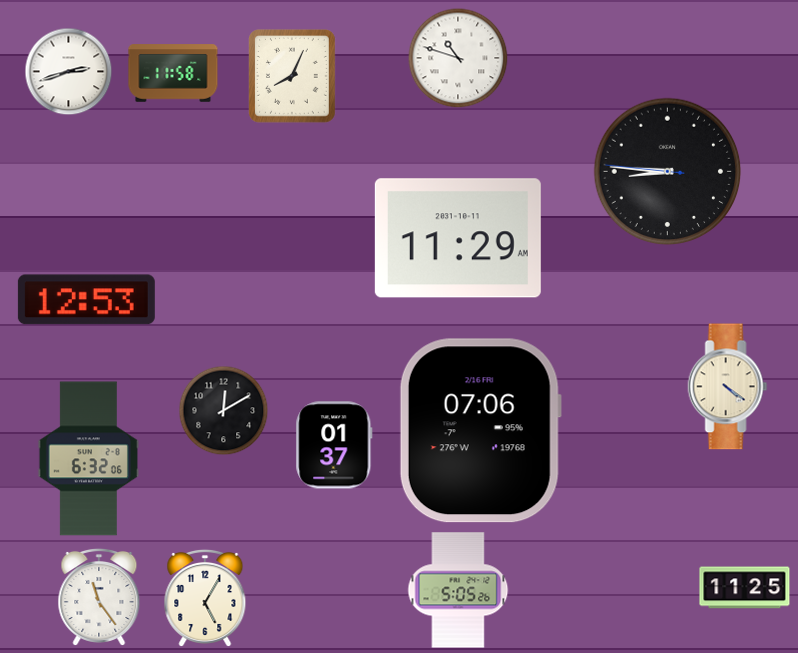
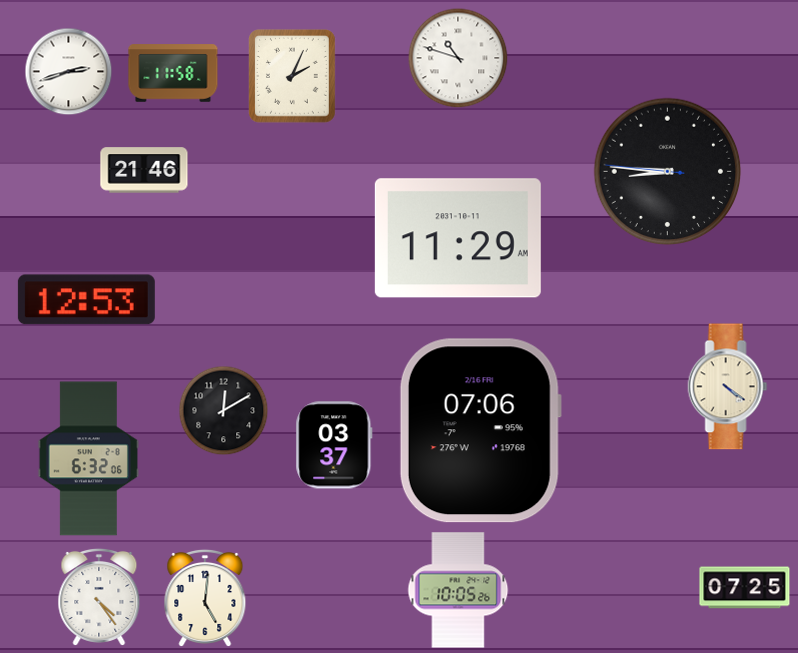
clock at (293, 77): 8:04 -> 2:04
clock at (144, 170): none -> 21:46
clock at (334, 445): 01:37 -> 03:37
clock at (745, 588): 11:25 -> 07:25
clock at (458, 590): 5:05 -> 10:05
clock at (99, 596): 11:24 -> 4:24
clock at (205, 597): 5:05 -> 5:01
